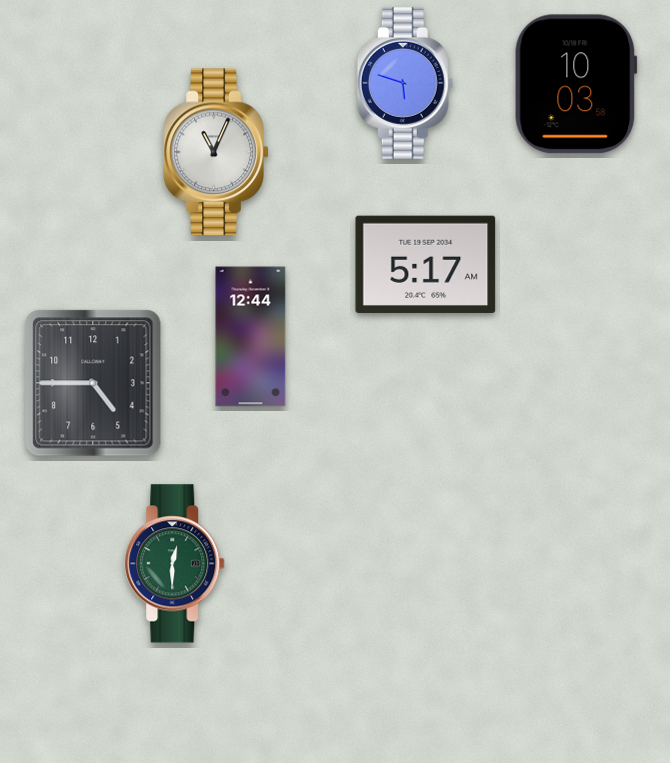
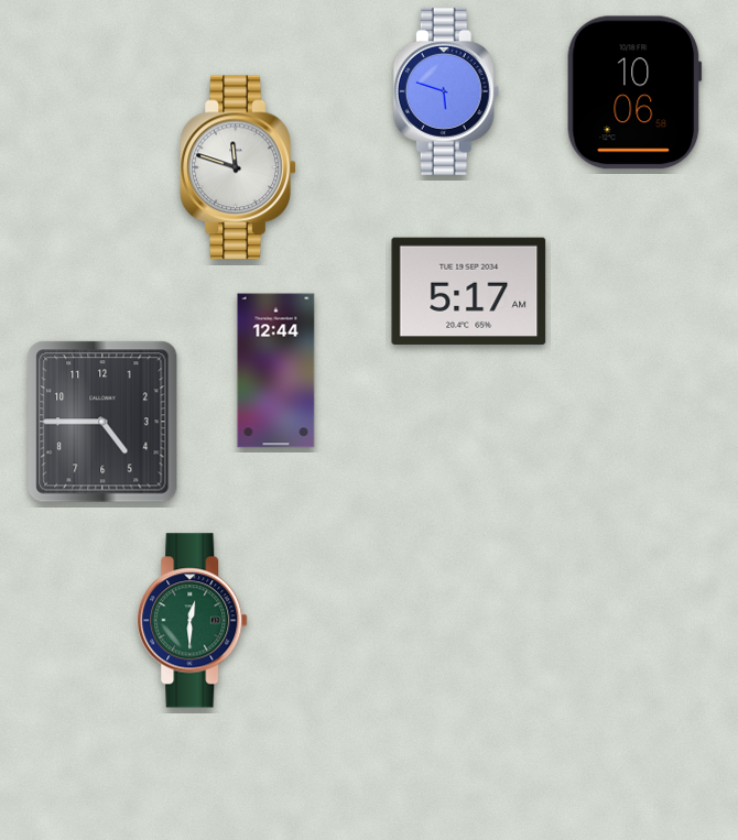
clock at (576, 84): 10:03 -> 10:06
clock at (216, 152): 11:04 -> 11:48
